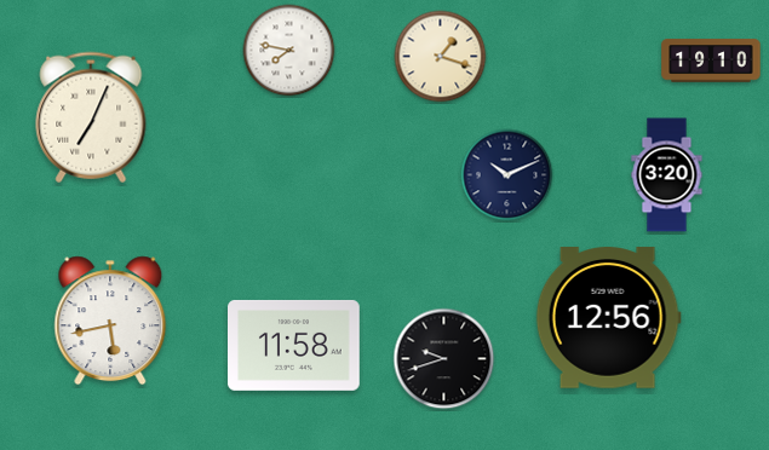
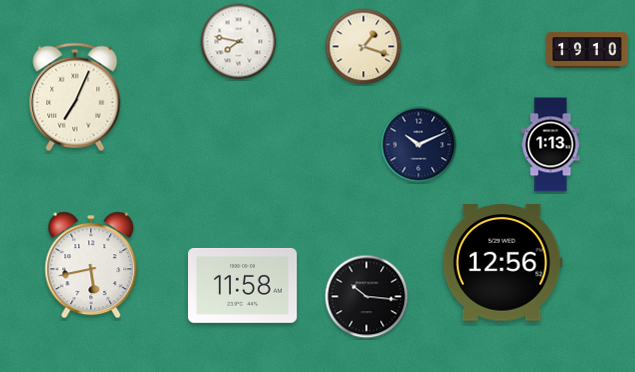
clock at (667, 175): 3:20 -> 1:13
clock at (444, 359): 9:42 -> 10:16
